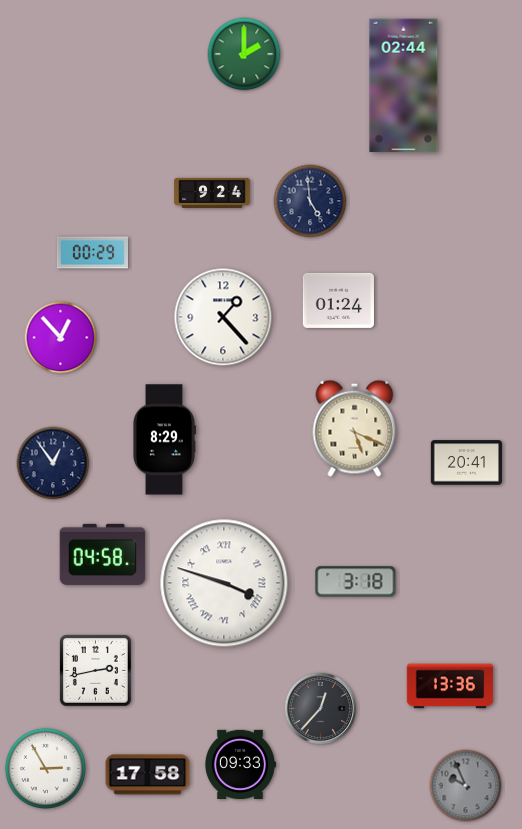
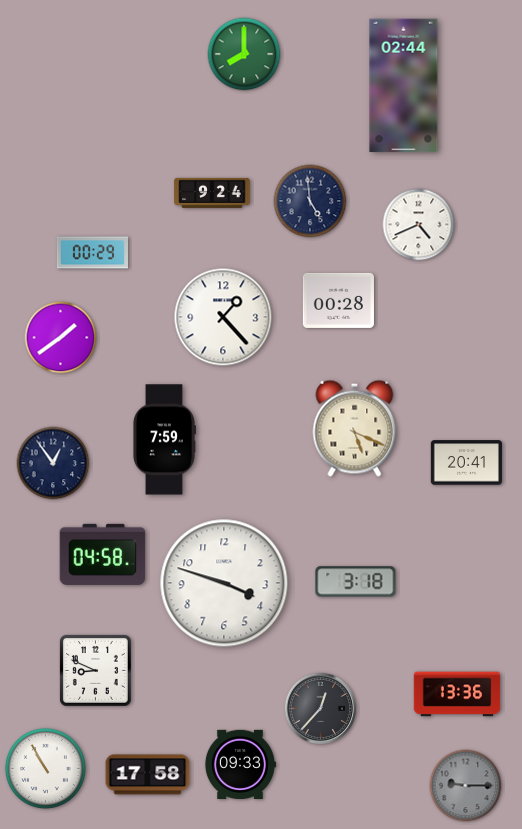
clock at (244, 54): 2:00 -> 8:00
clock at (419, 225): none -> 4:41
clock at (338, 300): 01:24 -> 00:28
clock at (61, 338): 12:53 -> 1:39
clock at (165, 440): 8:29 -> 7:59
clock at (224, 583) numerals: Roman -> Arabic
clock at (95, 670): 2:43 -> 8:49
clock at (450, 686) position: (450, 686) -> (457, 694)
clock at (45, 768): 2:55 -> 10:55
clock at (466, 786): 9:56 -> 9:15
